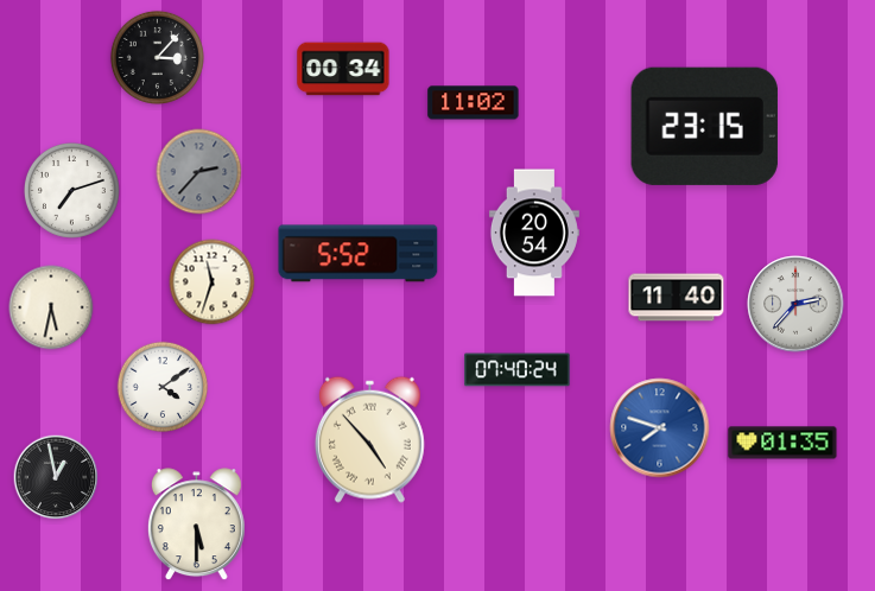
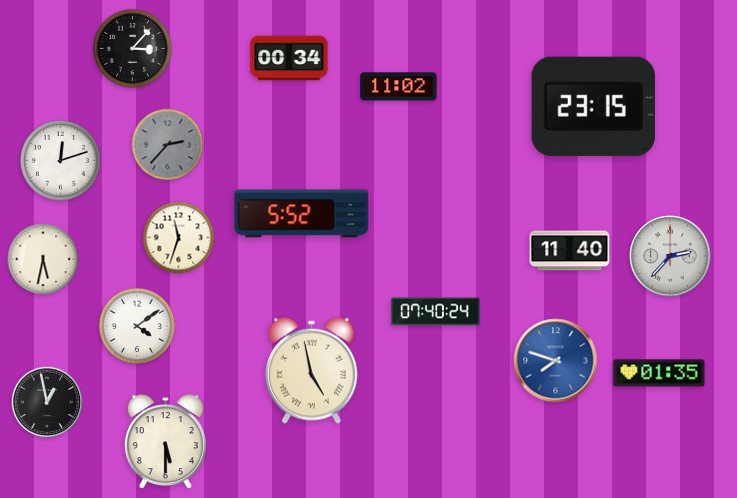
clock at (71, 190): 7:12 -> 12:12
clock at (534, 233): 20:54 -> none
clock at (369, 439): 4:53 -> 4:58
